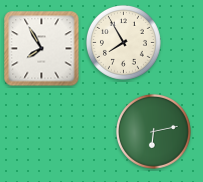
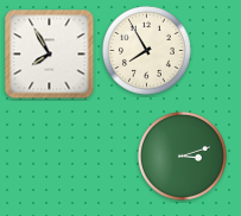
clock at (42, 49) position: (42, 49) -> (50, 55)
clock at (153, 131): 6:13 -> 3:12
